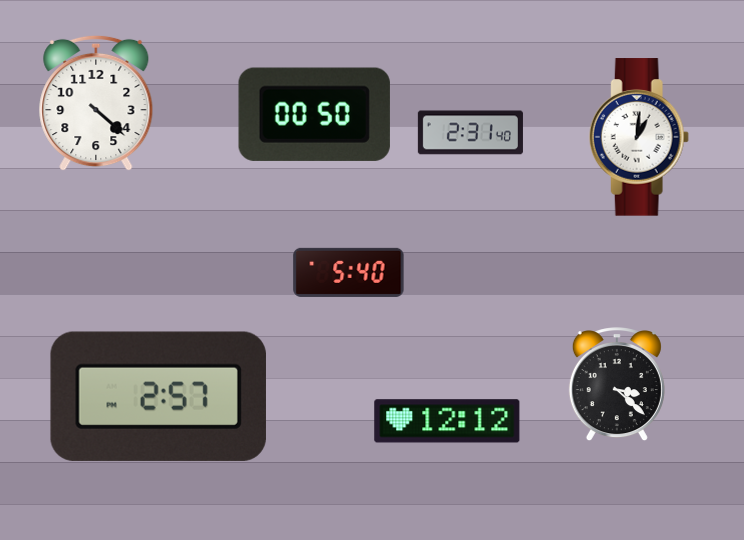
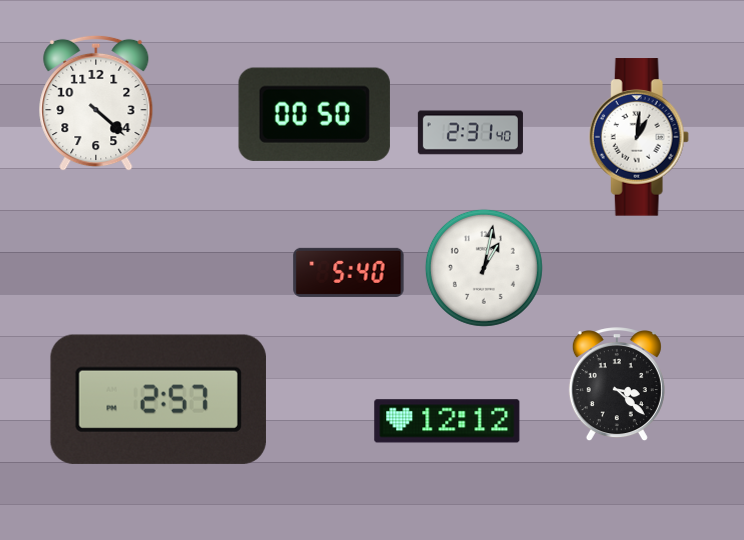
clock at (484, 268): none -> 1:02
clock at (158, 396) position: (158, 396) -> (158, 399)
